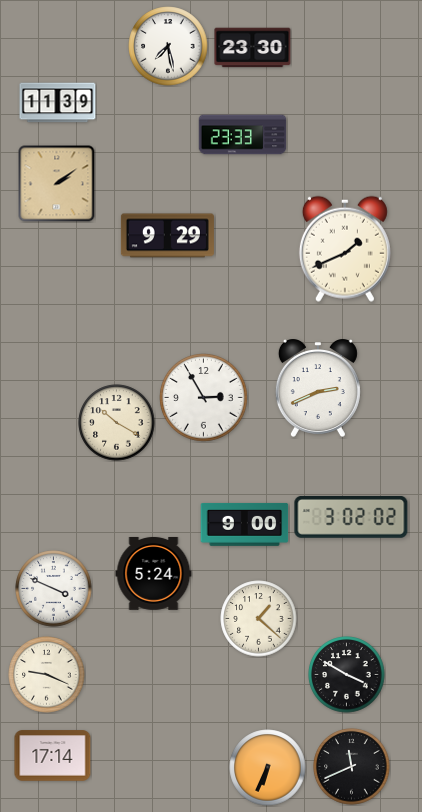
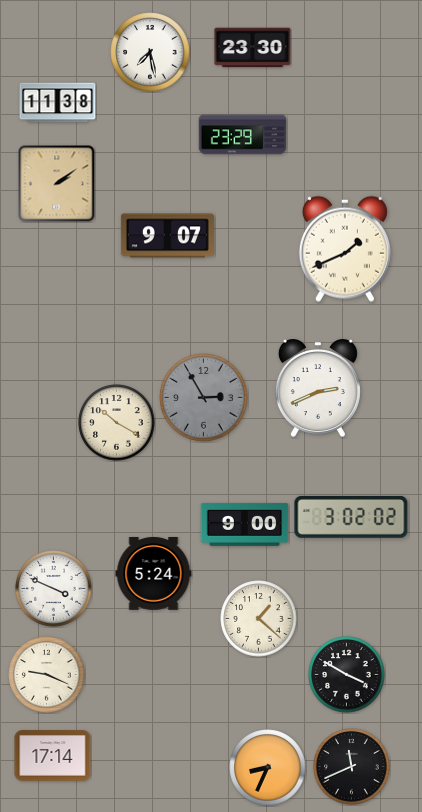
clock at (168, 46) position: (168, 46) -> (150, 52)
clock at (58, 103): 11:39 -> 11:38
clock at (243, 135): 23:33 -> 23:29
clock at (167, 236): 9:29 -> 9:07
clock at (204, 398) dial: white -> grey
clock at (268, 768): 6:34 -> 8:34
